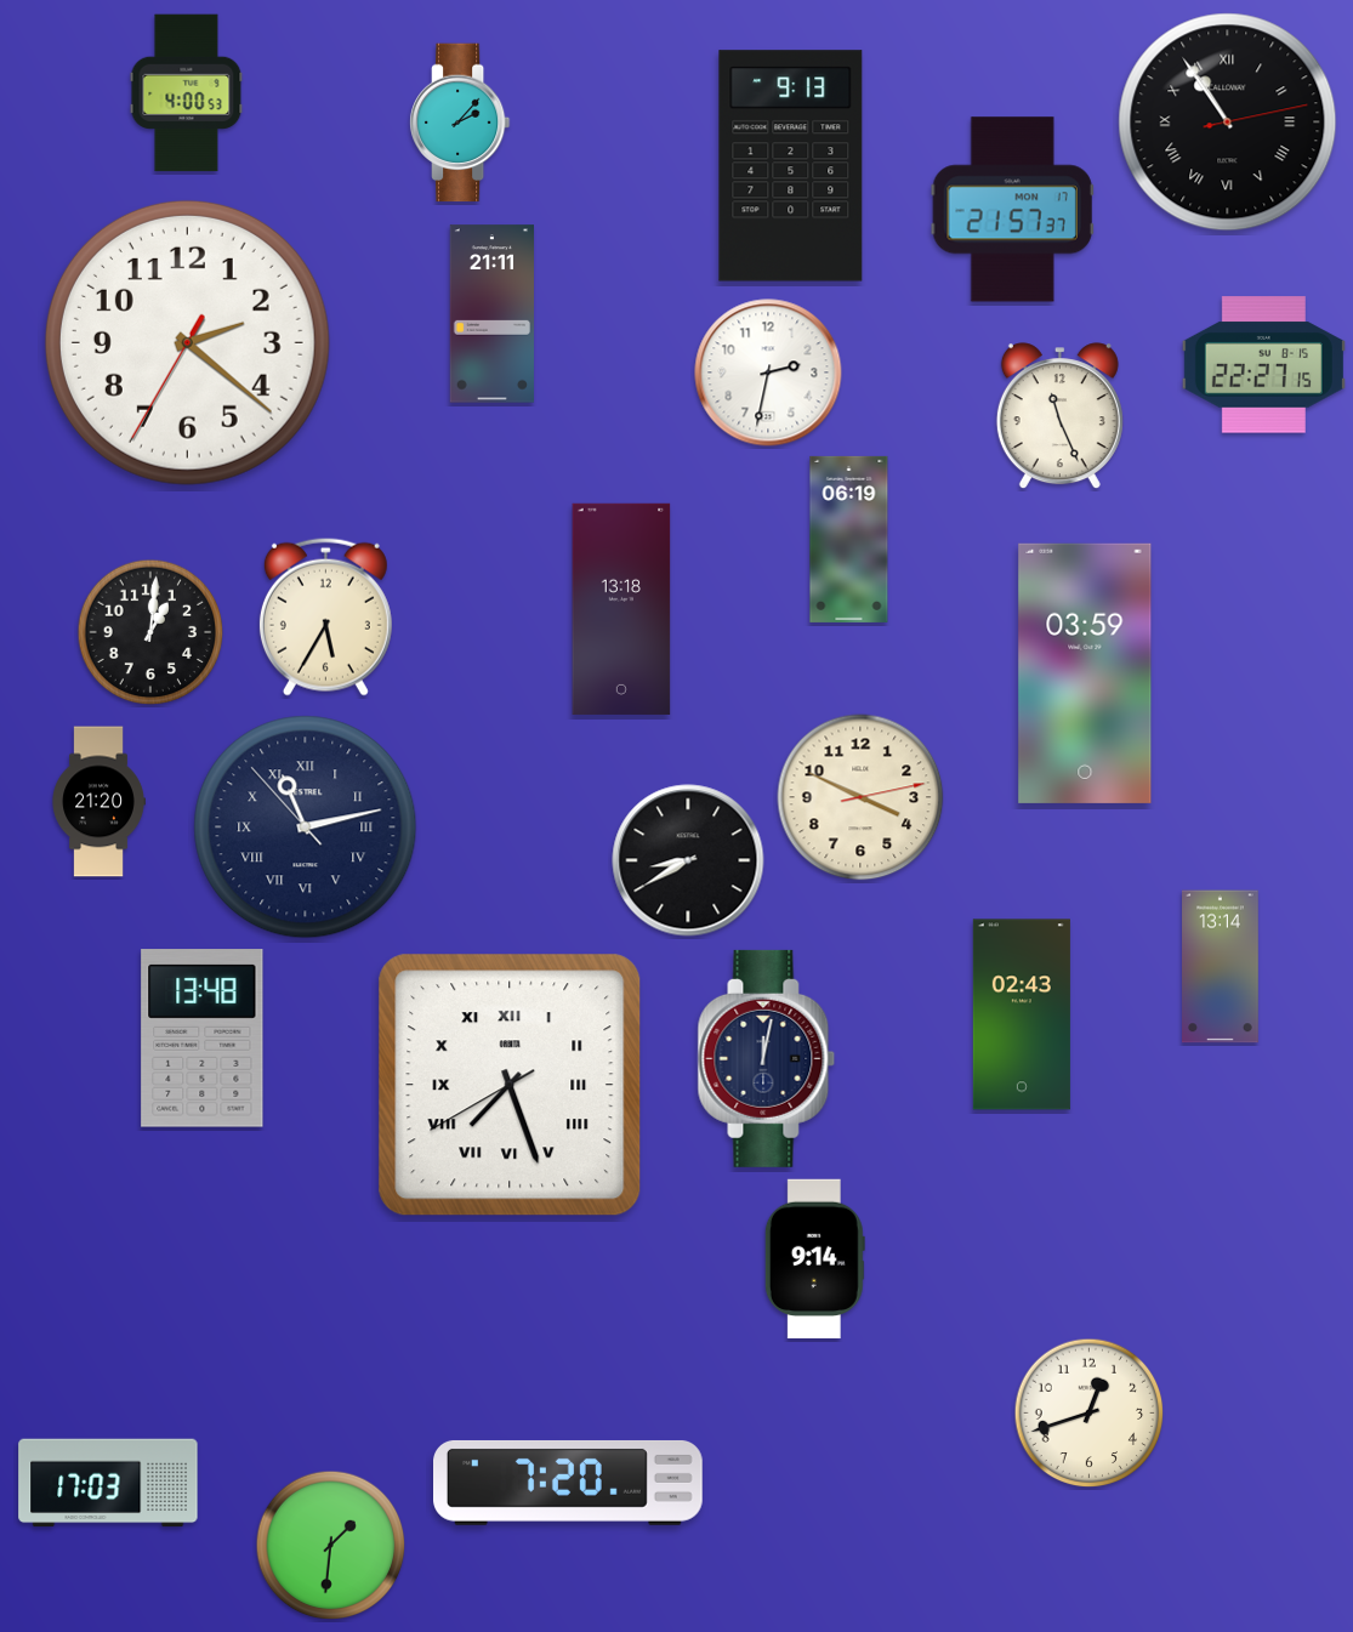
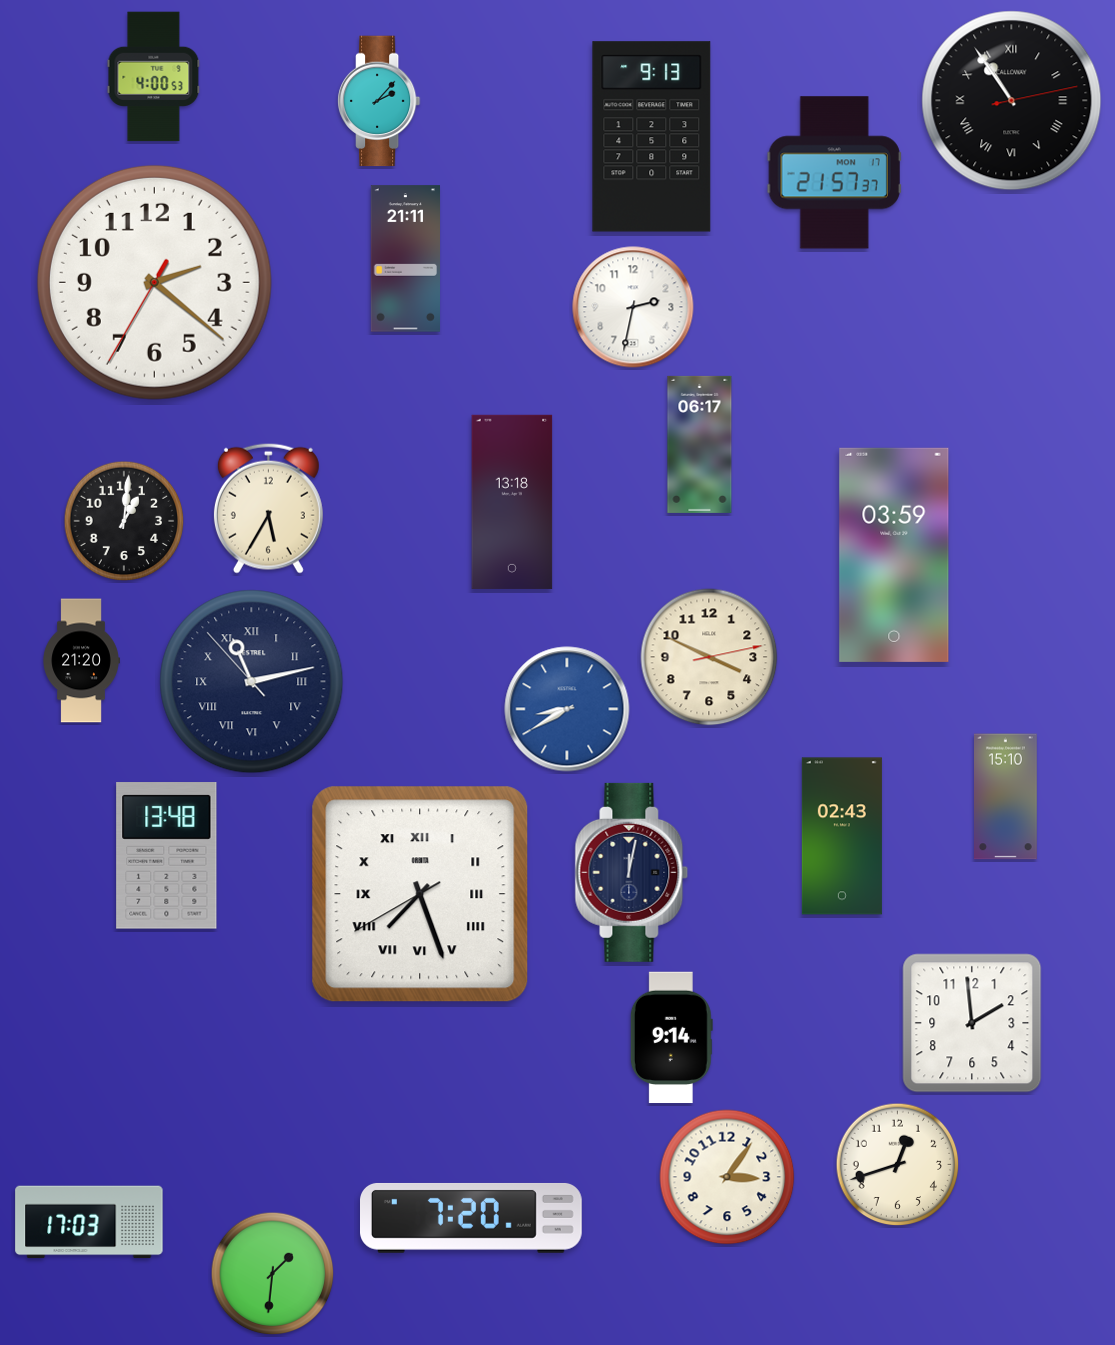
clock at (1263, 365): 22:27 -> none
clock at (1059, 416): 11:26 -> none
clock at (849, 539): 06:19 -> 06:17
clock at (688, 860) dial: black -> blue
clock at (1221, 967): 13:14 -> 15:10
clock at (972, 1023): none -> 1:59
clock at (727, 1177): none -> 3:06
clock at (569, 1483) position: (569, 1483) -> (472, 1218)
